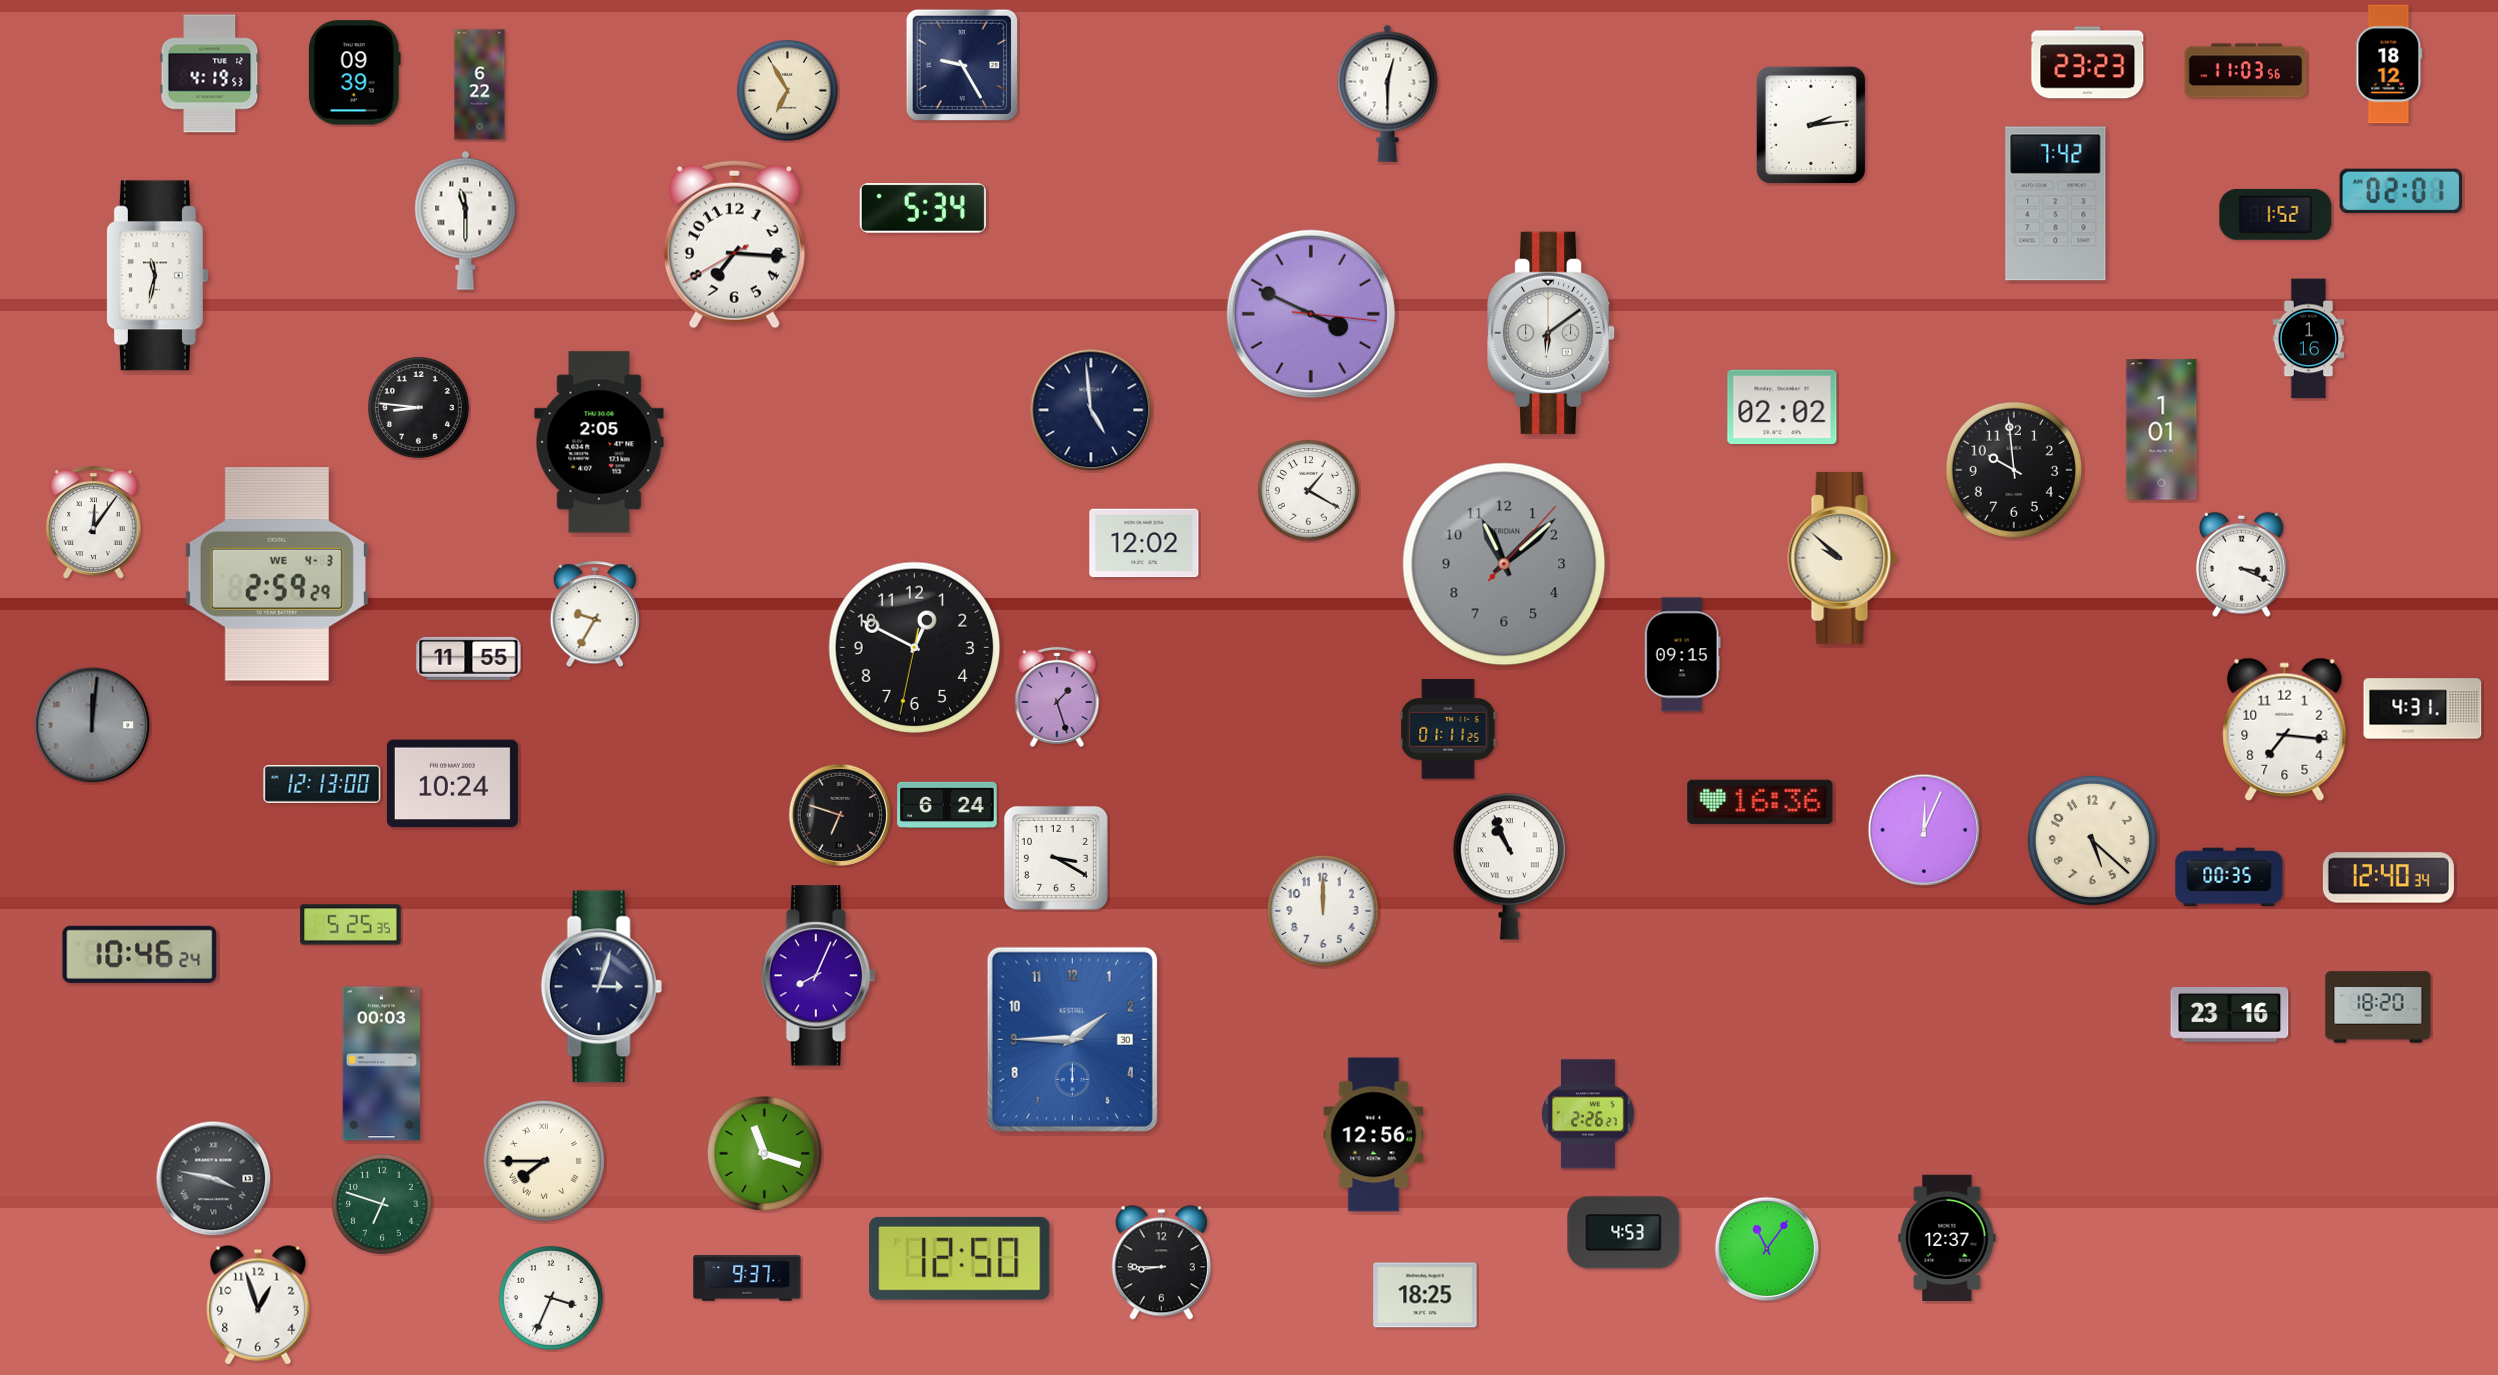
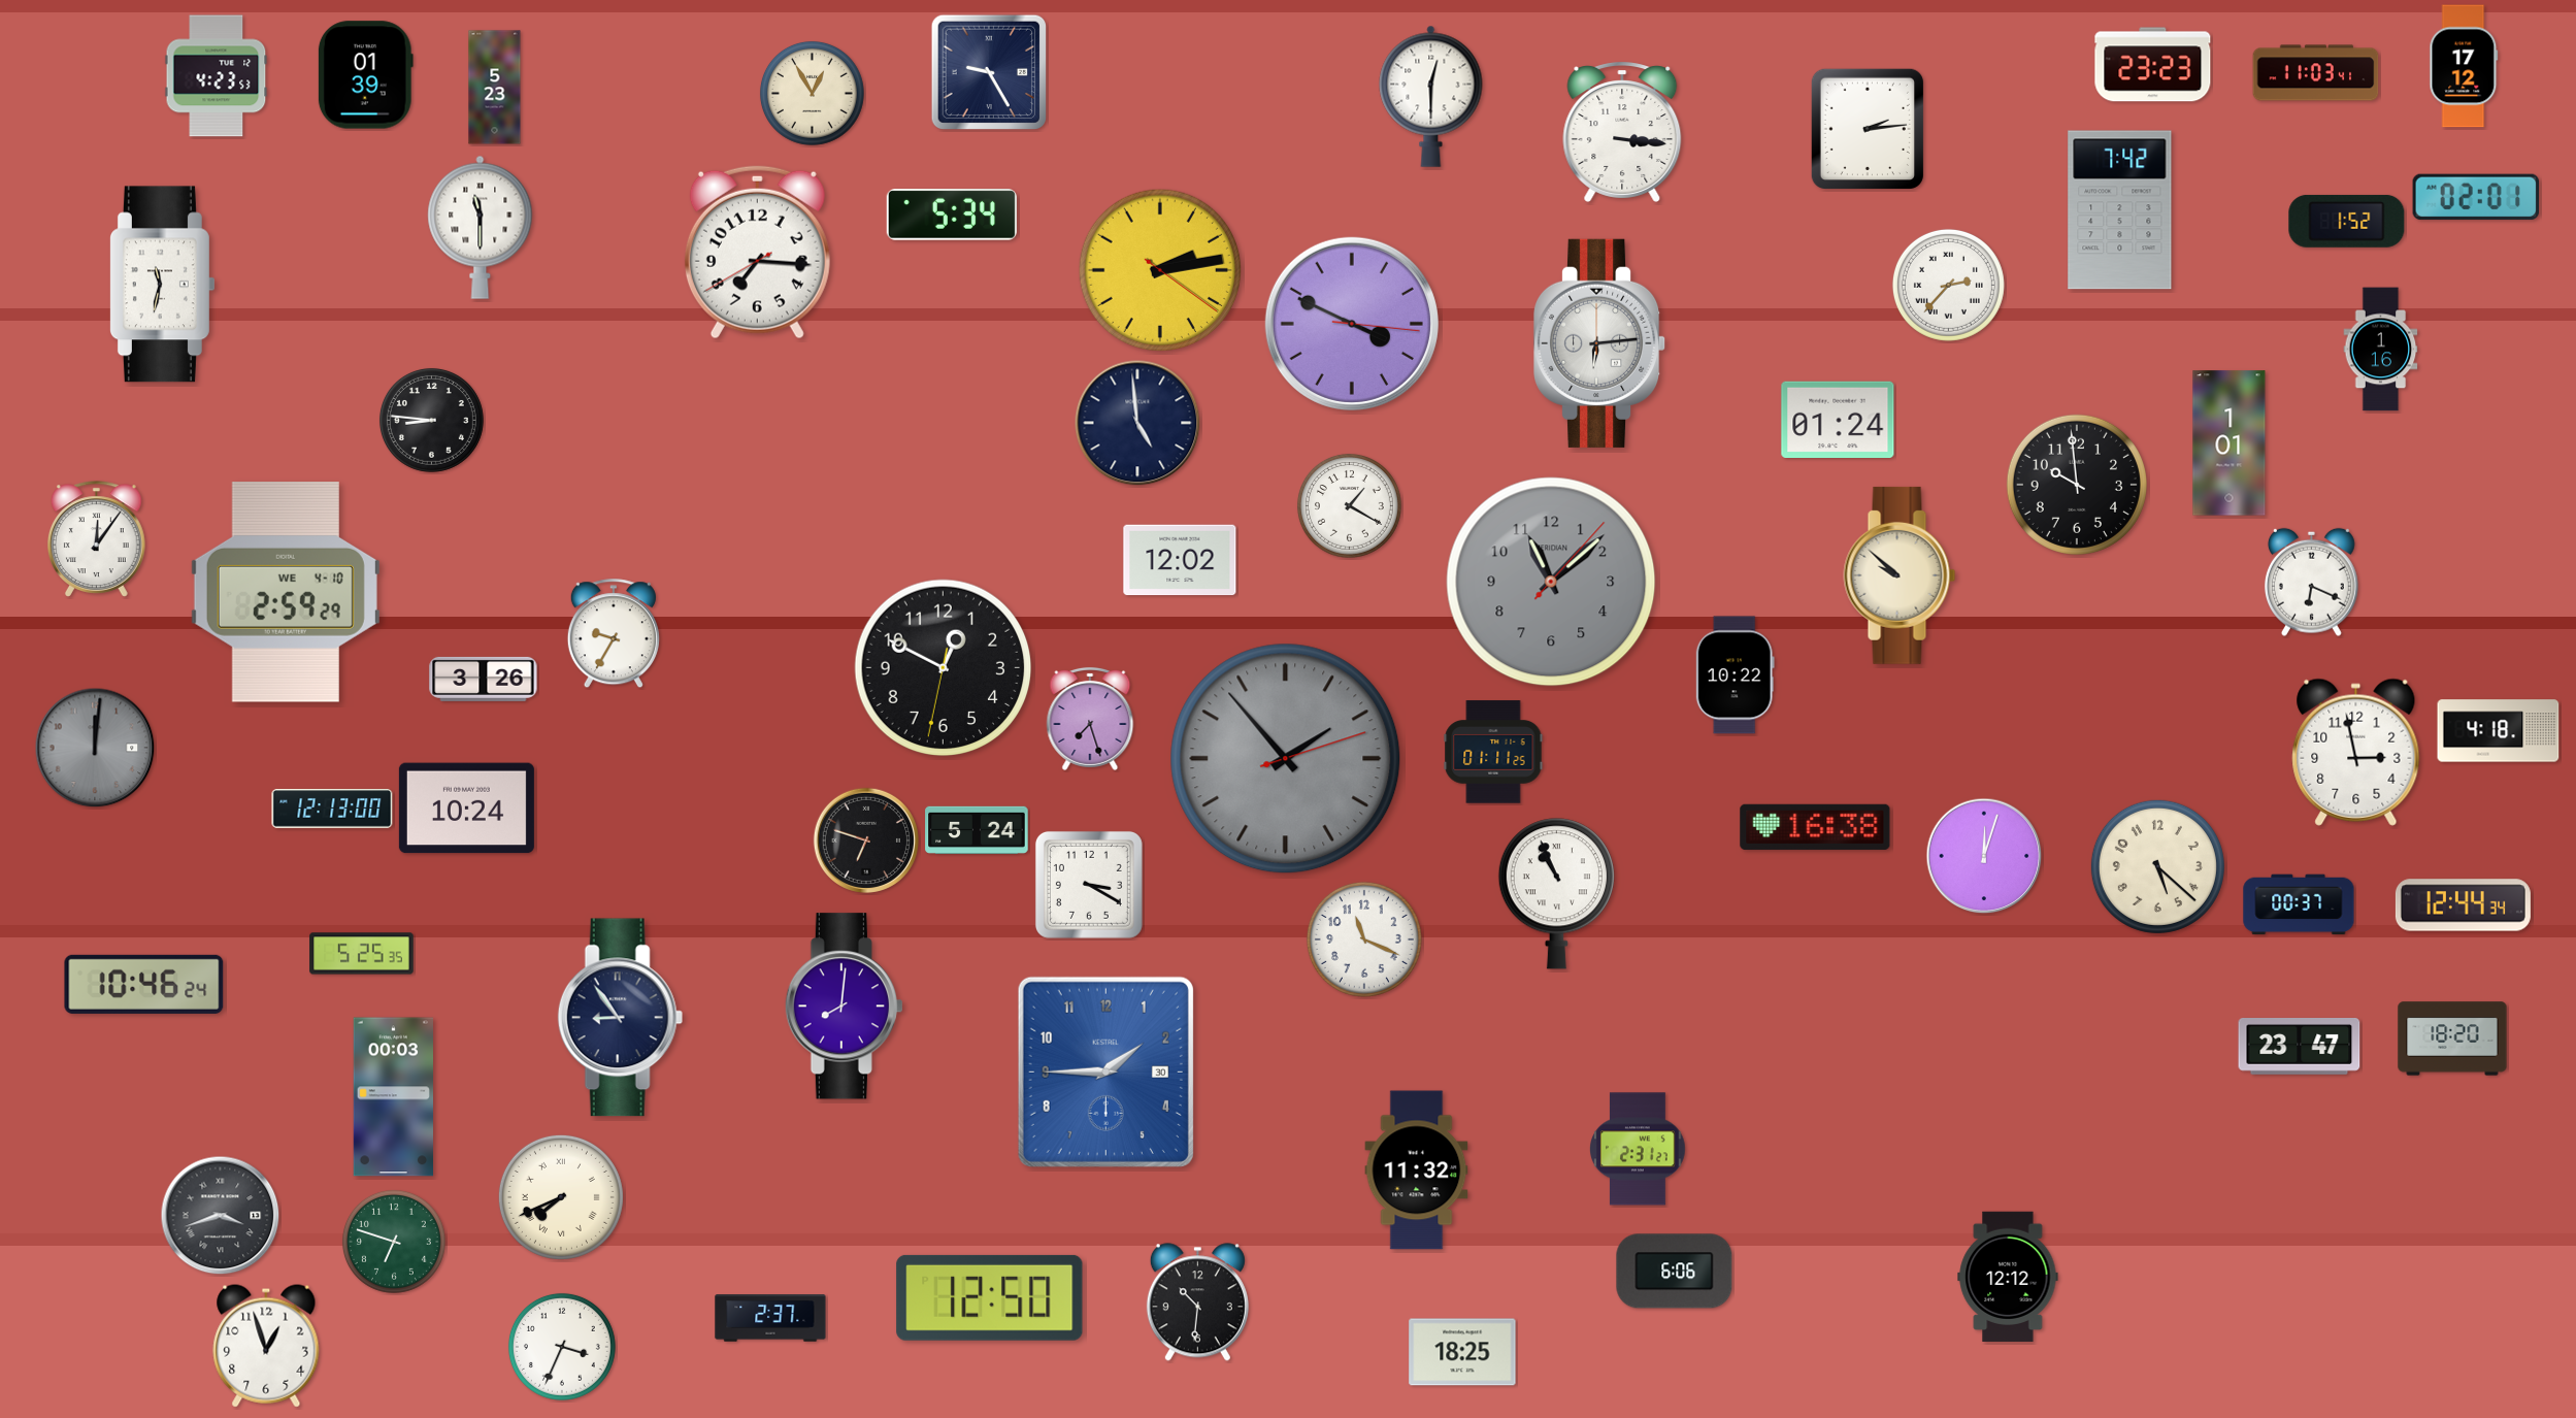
clock at (961, 64) position: (961, 64) -> (988, 71)
clock at (2389, 64): 18:12 -> 17:12
clock at (2246, 71): 11:03:56 -> 11:03:41
clock at (354, 73): 09:39 -> 01:39
clock at (210, 74): 4:19 -> 4:23
clock at (480, 85): 6:22 -> 5:23
clock at (787, 90): 6:55 -> 12:55
clock at (1622, 132): none -> 3:16
clock at (1159, 269): none -> 2:13
clock at (1948, 285): none -> 2:37
clock at (1552, 333): 6:09 -> 6:14
clock at (1782, 406): 02:02 -> 01:24
clock at (1091, 410) position: (1091, 410) -> (1137, 423)
clock at (599, 442): 2:05 -> none
clock at (2241, 564): 3:19 -> 6:19
clock at (277, 575) date: WE 4-3 -> WE 4-10
clock at (1682, 655): 09:15 -> 10:22
clock at (469, 658): 11:55 -> 3:26
clock at (1057, 697): 1:27 -> 7:27
clock at (2423, 709): 4:31 -> 4:18
clock at (2285, 729): 7:16 -> 2:58
clock at (1286, 759): none -> 1:53
clock at (1760, 802): 16:36 -> 16:38
clock at (947, 805): 6:24 -> 5:24
clock at (1924, 830): 12:04 -> 12:03
clock at (2229, 877): 00:35 -> 00:37
clock at (2388, 878): 12:40 -> 12:44
clock at (1323, 911): 12:00 -> 11:19
clock at (818, 976): 8:04 -> 8:01
clock at (601, 987): 3:03 -> 8:54
clock at (2230, 1015): 23:16 -> 23:47
clock at (1588, 1114): 2:26 -> 2:31
clock at (1374, 1135): 12:56 -> 11:32
clock at (764, 1153): 11:18 -> none
clock at (544, 1161): 7:45 -> 7:41
clock at (214, 1179): 3:47 -> 3:42
clock at (1624, 1233): 4:53 -> 6:06
clock at (1947, 1238): 12:37 -> 12:12
clock at (1766, 1248): 11:06 -> none
clock at (1161, 1263): 8:45 -> 10:31
clock at (747, 1278): 9:37 -> 2:37
clock at (1425, 1295) position: (1425, 1295) -> (1462, 1352)
clock at (551, 1298) position: (551, 1298) -> (562, 1347)
